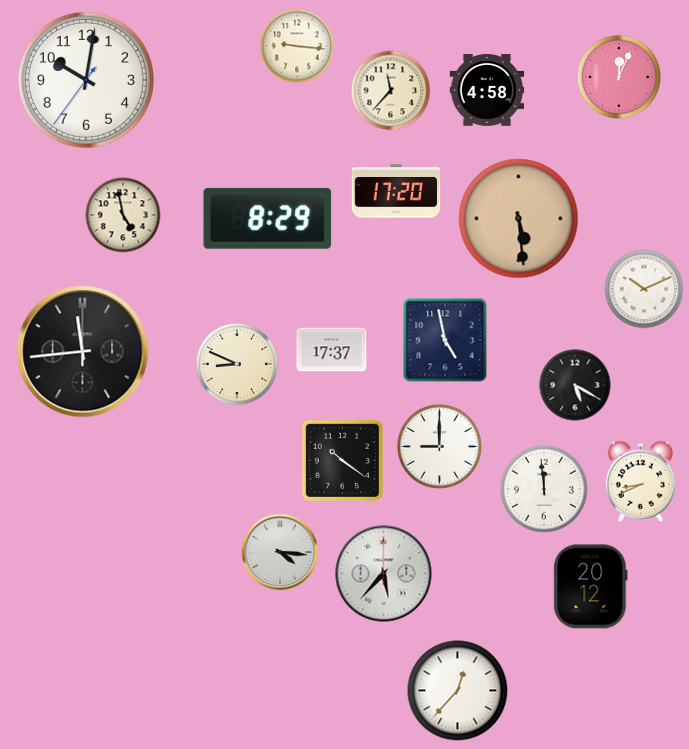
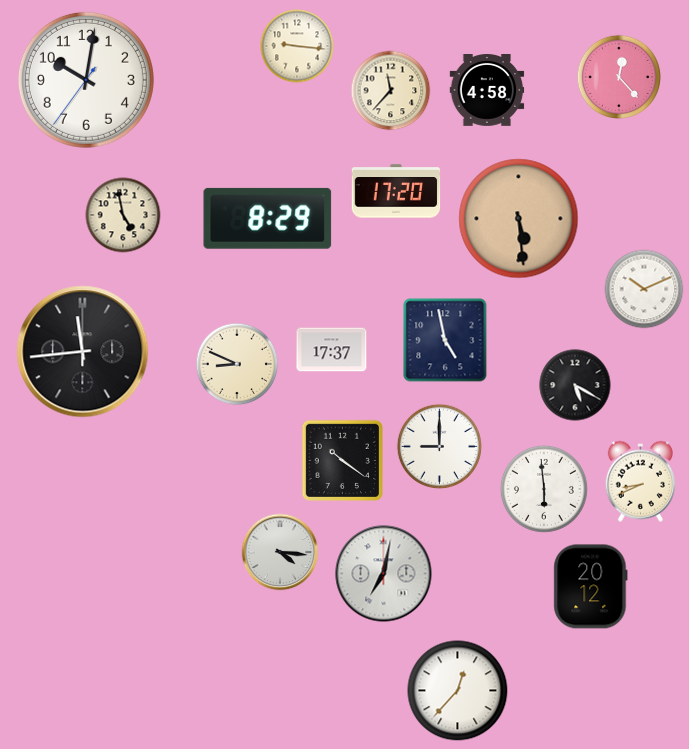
clock at (619, 77): 12:04 -> 12:23
clock at (544, 489): 11:59 -> 5:59
clock at (384, 574): 5:37 -> 7:02
